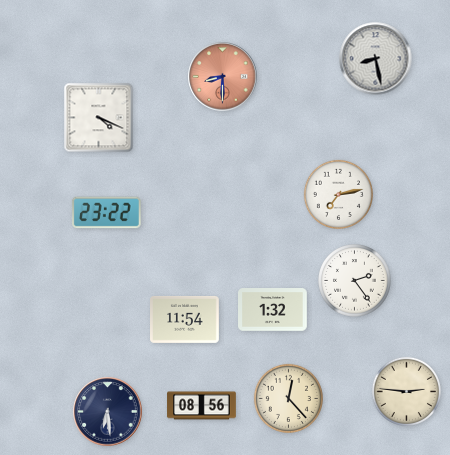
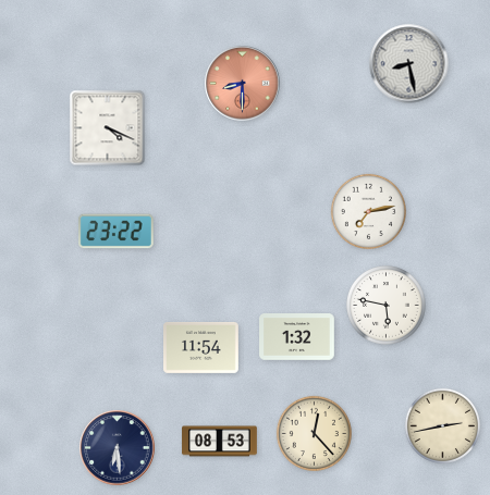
clock at (355, 281): 2:24 -> 5:47
clock at (406, 391): 2:46 -> 2:43
clock at (202, 406): 08:56 -> 08:53
